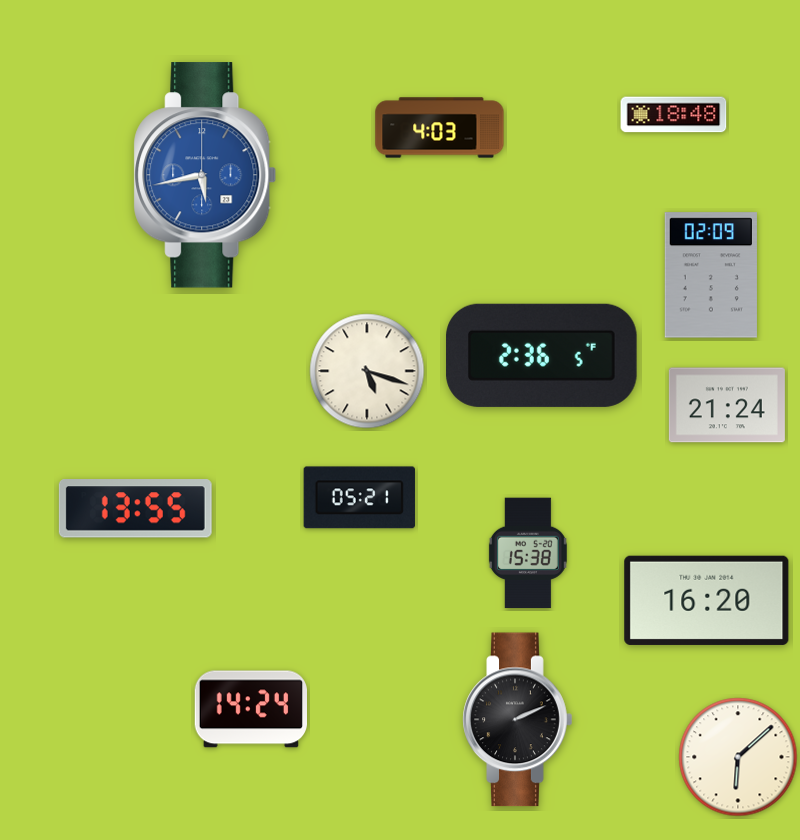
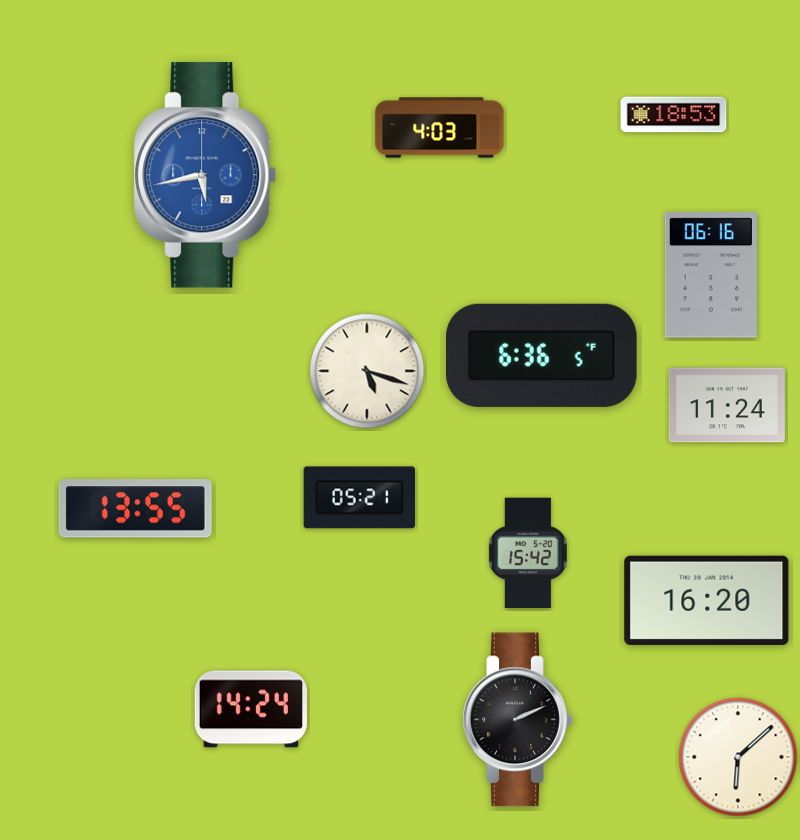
clock at (674, 115): 18:48 -> 18:53
clock at (711, 275): 02:09 -> 06:16
clock at (542, 355): 2:36 -> 6:36
clock at (727, 405): 21:24 -> 11:24
clock at (528, 553): 15:38 -> 15:42
